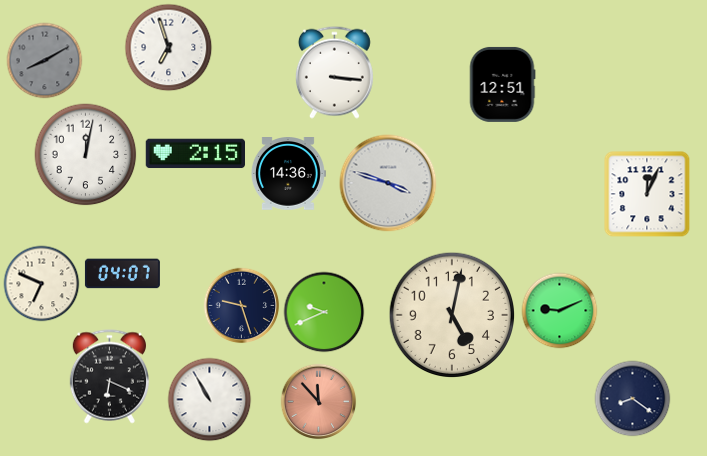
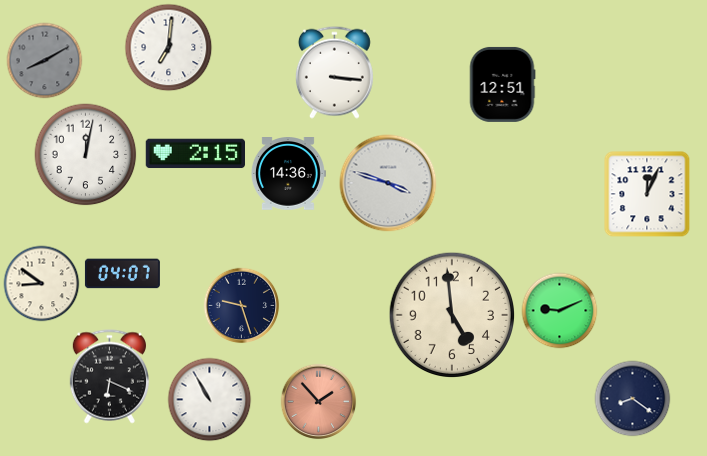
clock at (169, 48): 6:57 -> 7:01
clock at (42, 284): 6:49 -> 8:51
clock at (324, 312): 9:41 -> none
clock at (452, 315): 5:02 -> 4:59
clock at (319, 402): 11:53 -> 1:53
